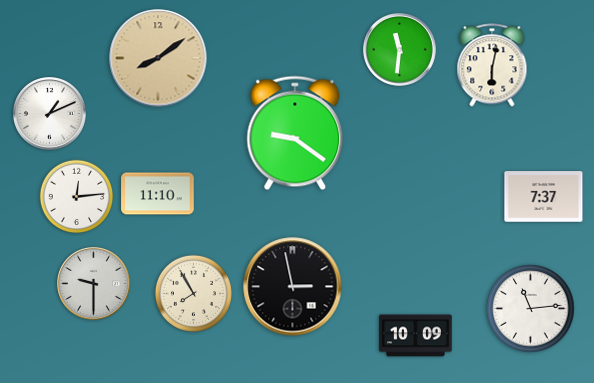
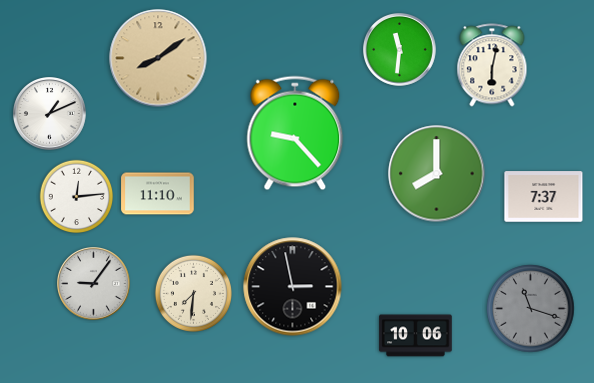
clock at (295, 133): 9:21 -> 9:23
clock at (437, 174): none -> 8:00
clock at (94, 284): 9:30 -> 9:06
clock at (193, 293): 7:55 -> 7:31
clock at (531, 309): 11:14 -> 11:18
clock at (531, 309) dial: white -> grey
clock at (416, 336): 10:09 -> 10:06
